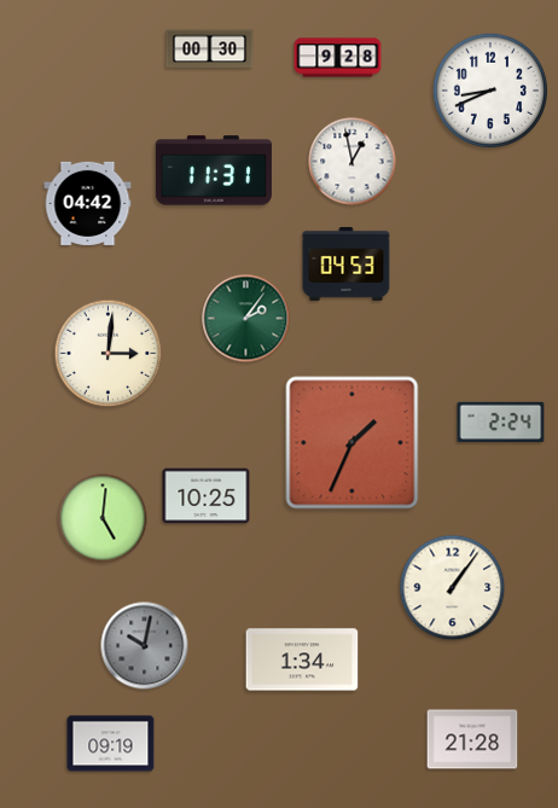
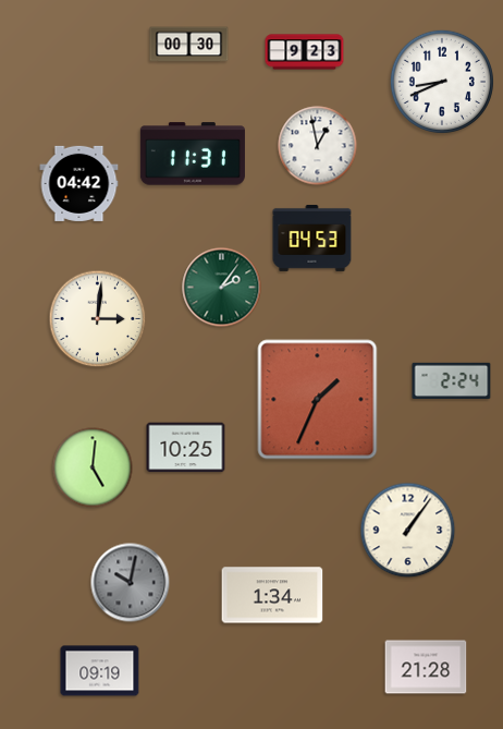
clock at (338, 58): 9:28 -> 9:23
